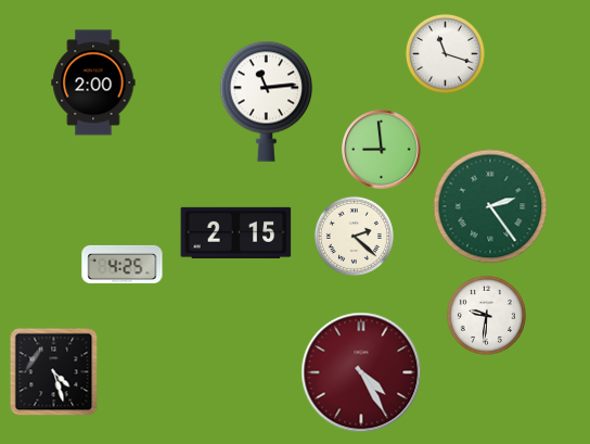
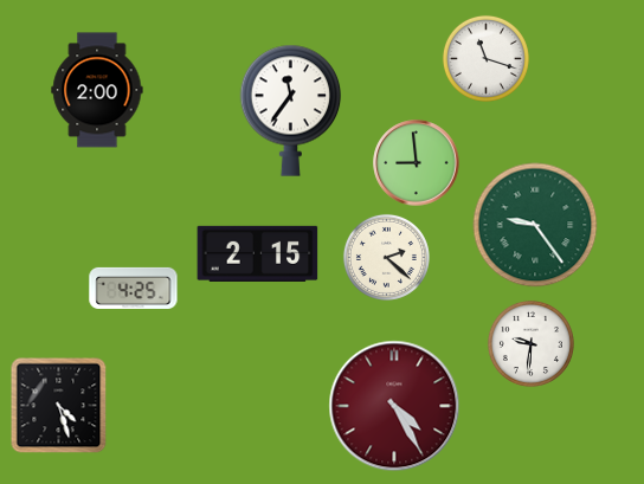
clock at (93, 83) position: (93, 83) -> (97, 90)
clock at (267, 101): 11:14 -> 11:36
clock at (490, 206): 2:24 -> 9:24
